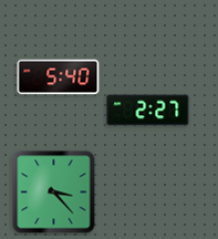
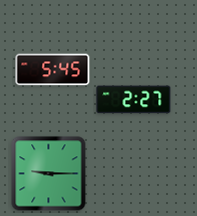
clock at (59, 77): 5:40 -> 5:45
clock at (54, 193): 3:23 -> 9:15
